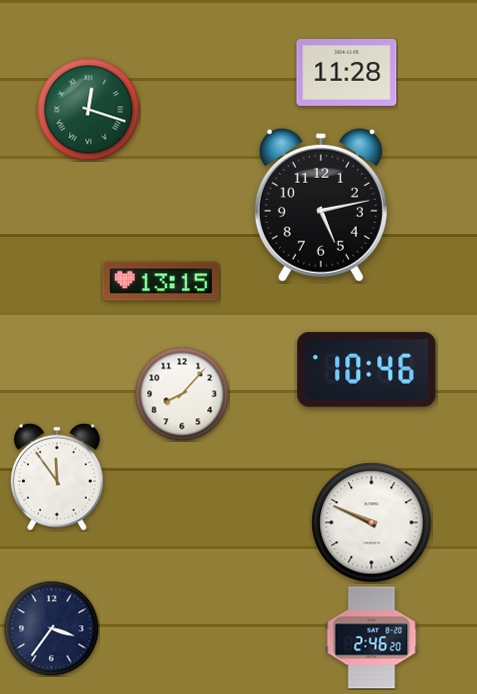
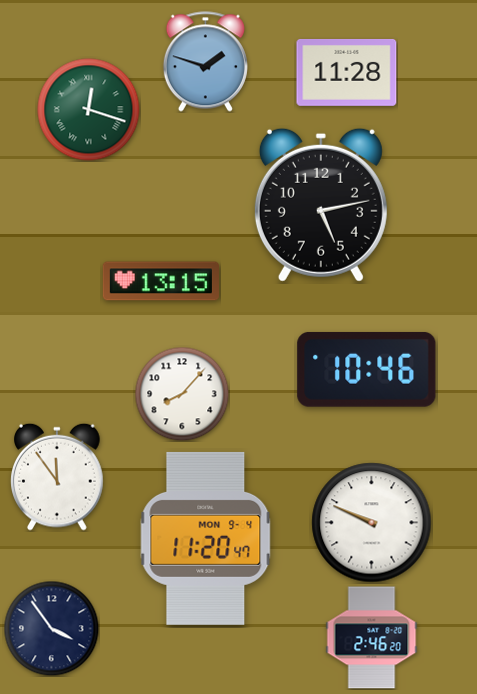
clock at (205, 62): none -> 1:48
clock at (206, 538): none -> 11:20
clock at (51, 628): 3:36 -> 3:54
